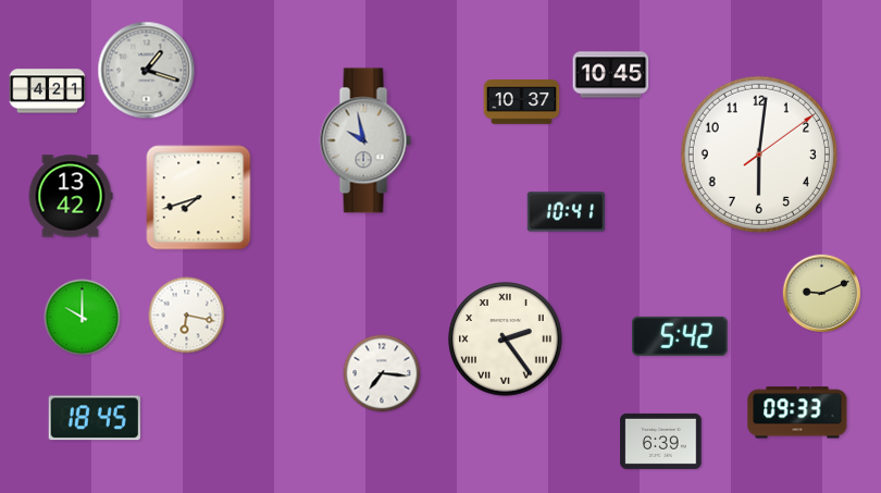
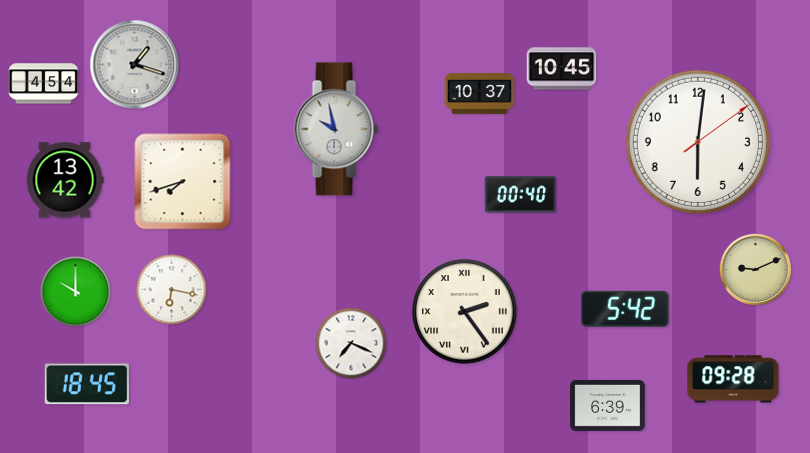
clock at (48, 91): 4:21 -> 4:54
clock at (566, 212): 10:41 -> 00:40
clock at (382, 373): 7:16 -> 7:19
clock at (797, 412): 09:33 -> 09:28
